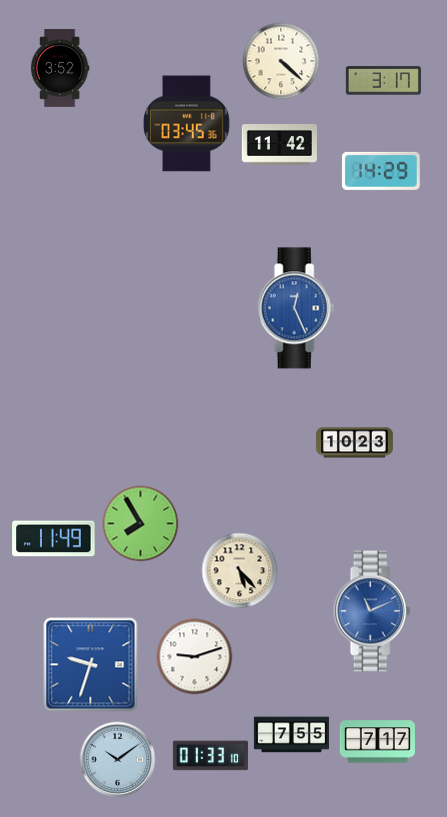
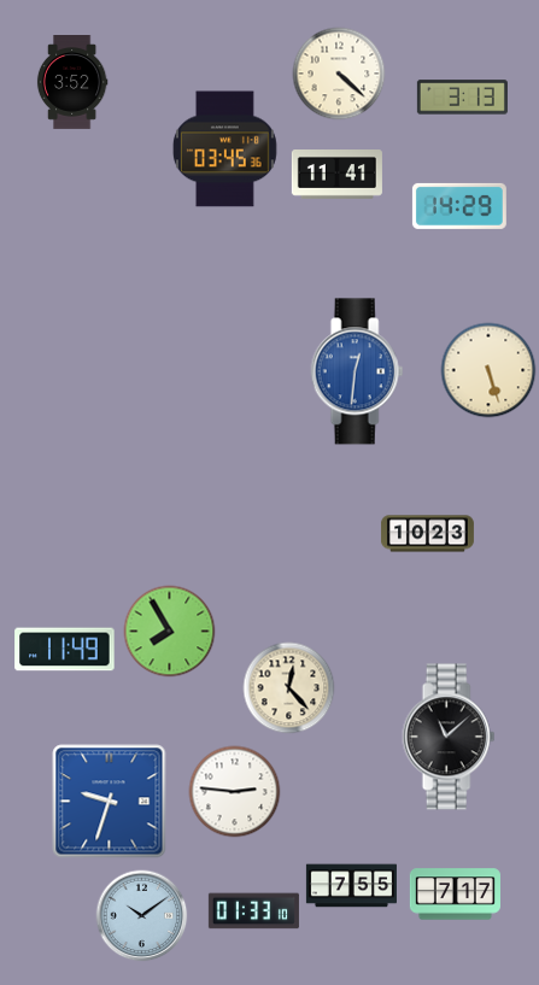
clock at (383, 81): 3:17 -> 3:13
clock at (279, 145): 11:42 -> 11:41
clock at (488, 370): none -> 5:27
clock at (296, 308): 12:26 -> 12:31
clock at (240, 571): 5:23 -> 12:23
clock at (372, 611): 11:11 -> 11:08
clock at (372, 611) dial: blue -> black
clock at (195, 657): 9:12 -> 2:46
